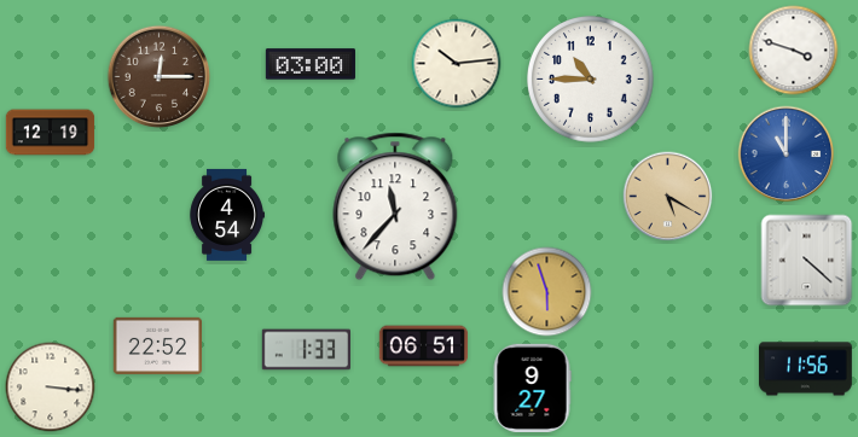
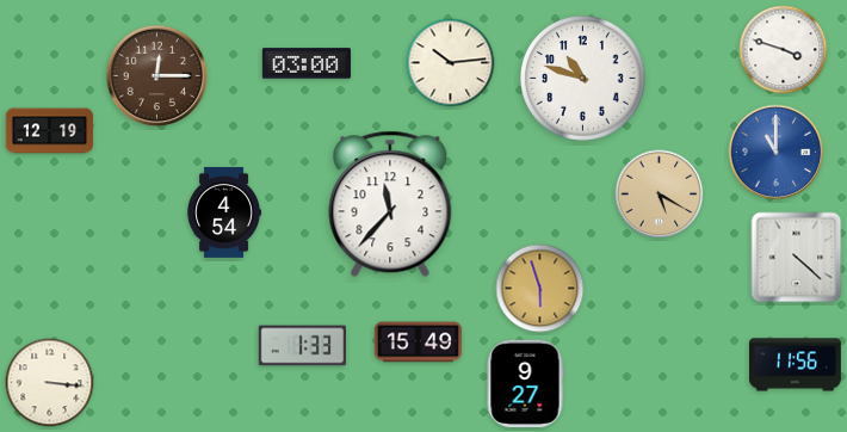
clock at (591, 80): 10:45 -> 10:48
clock at (157, 345): 22:52 -> none
clock at (424, 346): 06:51 -> 15:49
